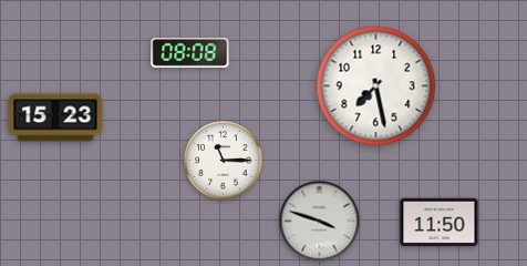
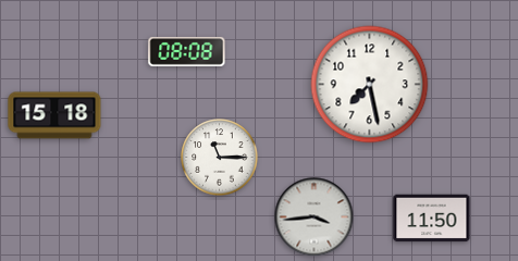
clock at (55, 117): 15:23 -> 15:18
clock at (320, 222): 3:48 -> 3:44
